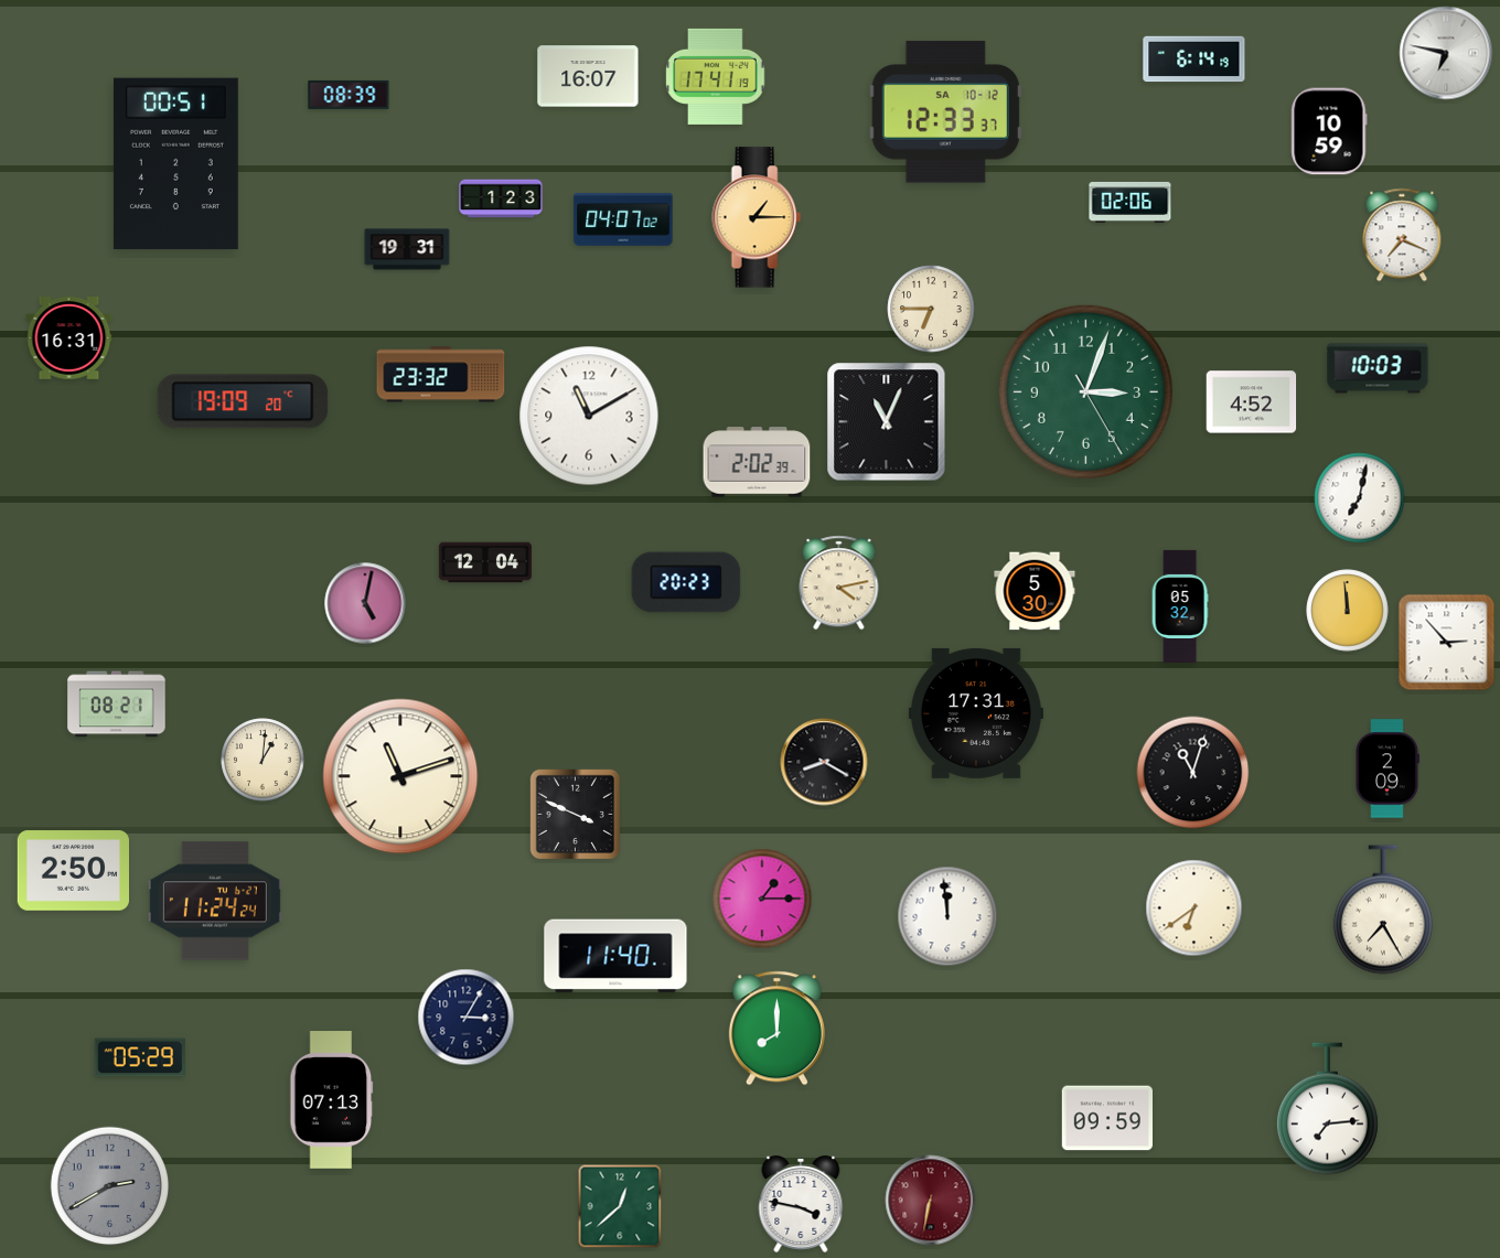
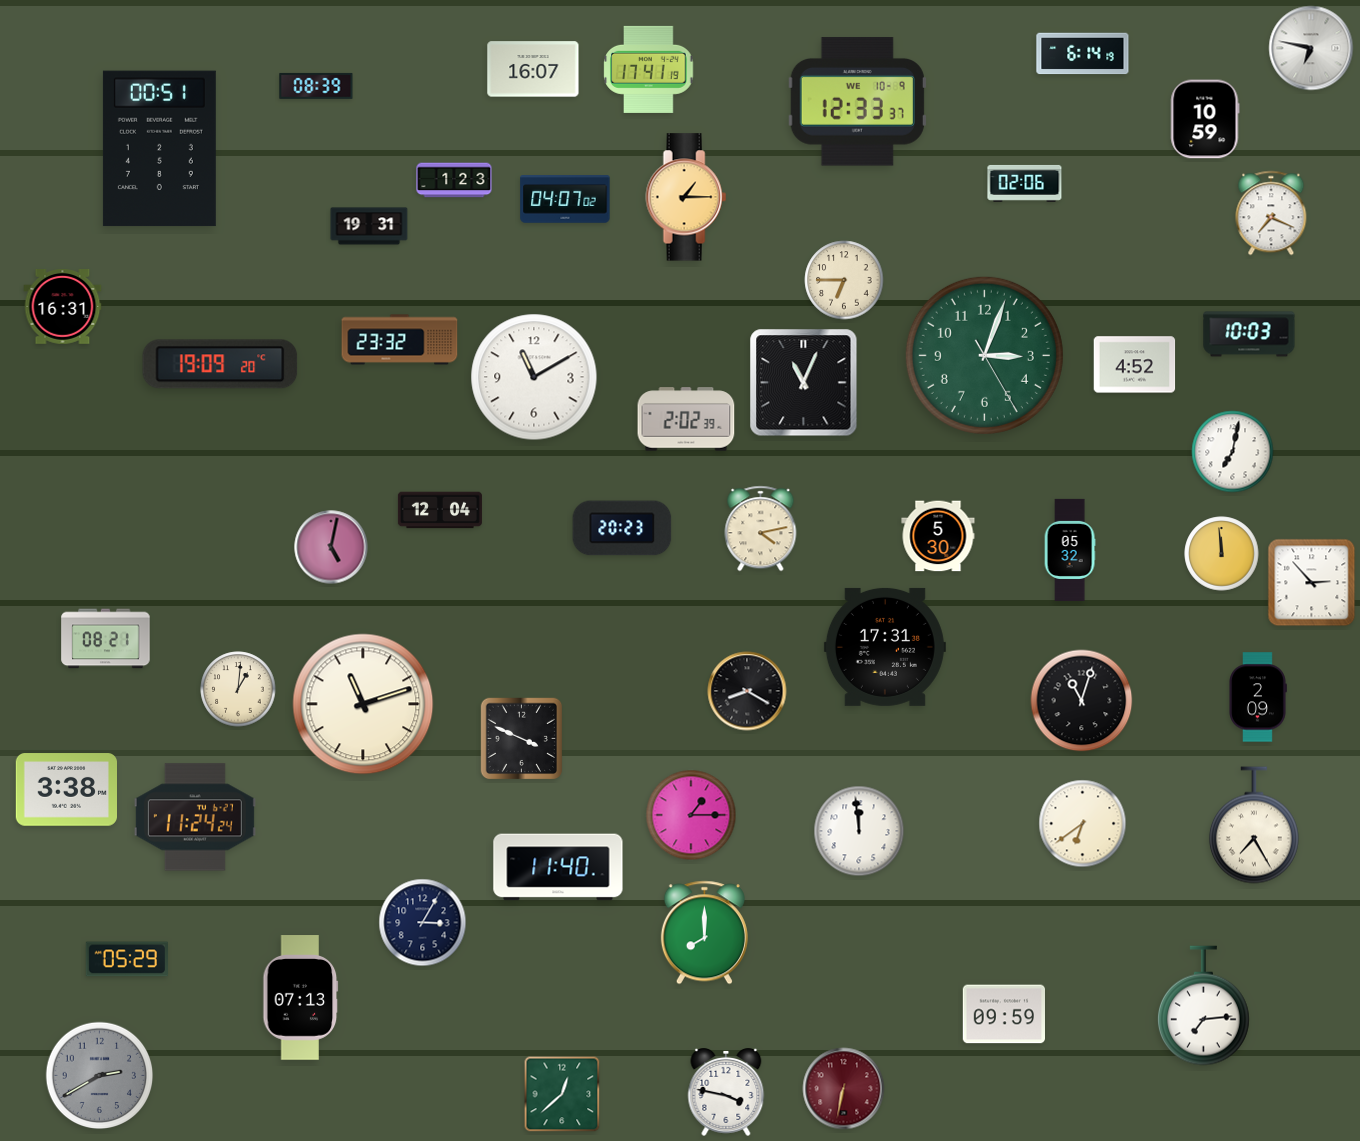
clock at (945, 112) date: SA 10-12 -> WE 10-9
clock at (73, 871): 2:50 -> 3:38
